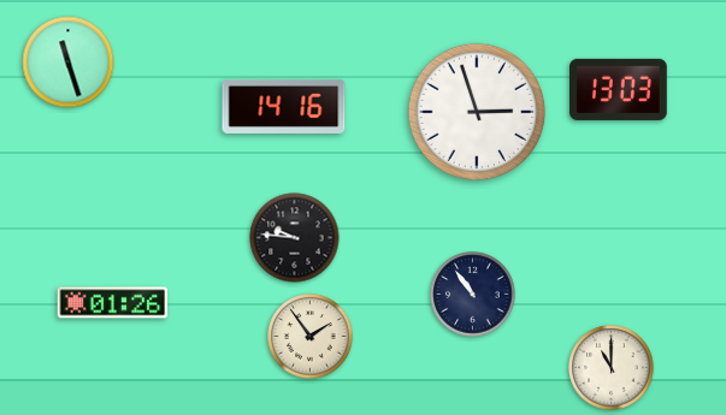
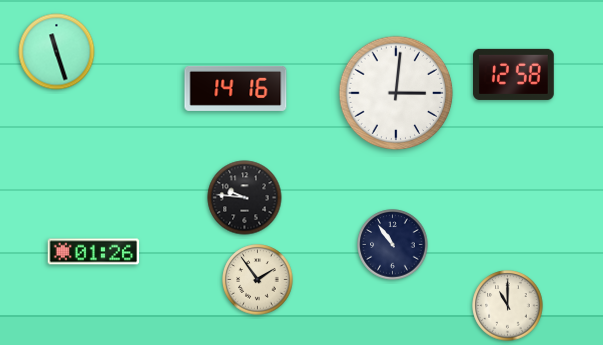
clock at (619, 89): 13:03 -> 12:58
clock at (477, 112): 2:57 -> 3:01
